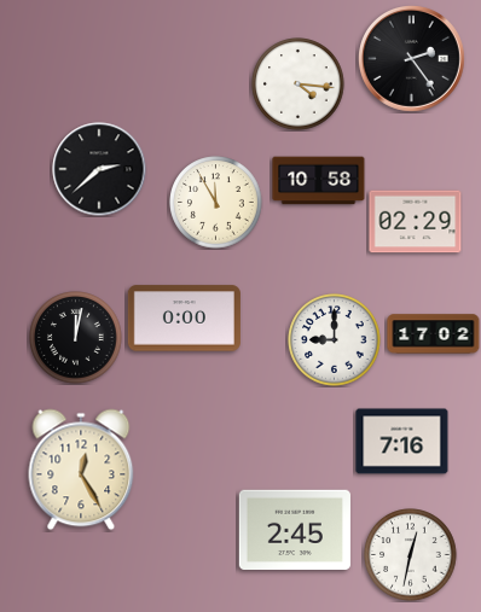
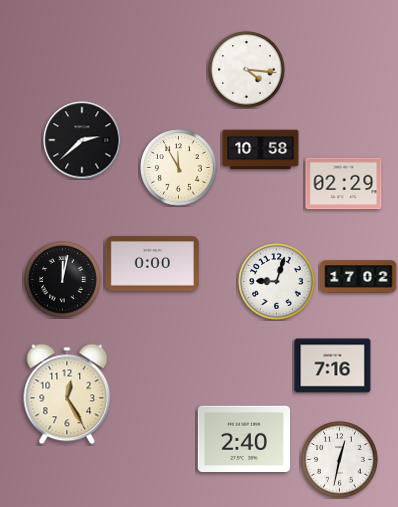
clock at (412, 59): 2:24 -> none
clock at (319, 181) position: (319, 181) -> (261, 150)
clock at (335, 340): 9:00 -> 9:03
clock at (81, 470) position: (81, 470) -> (67, 394)
clock at (295, 530): 2:45 -> 2:40
